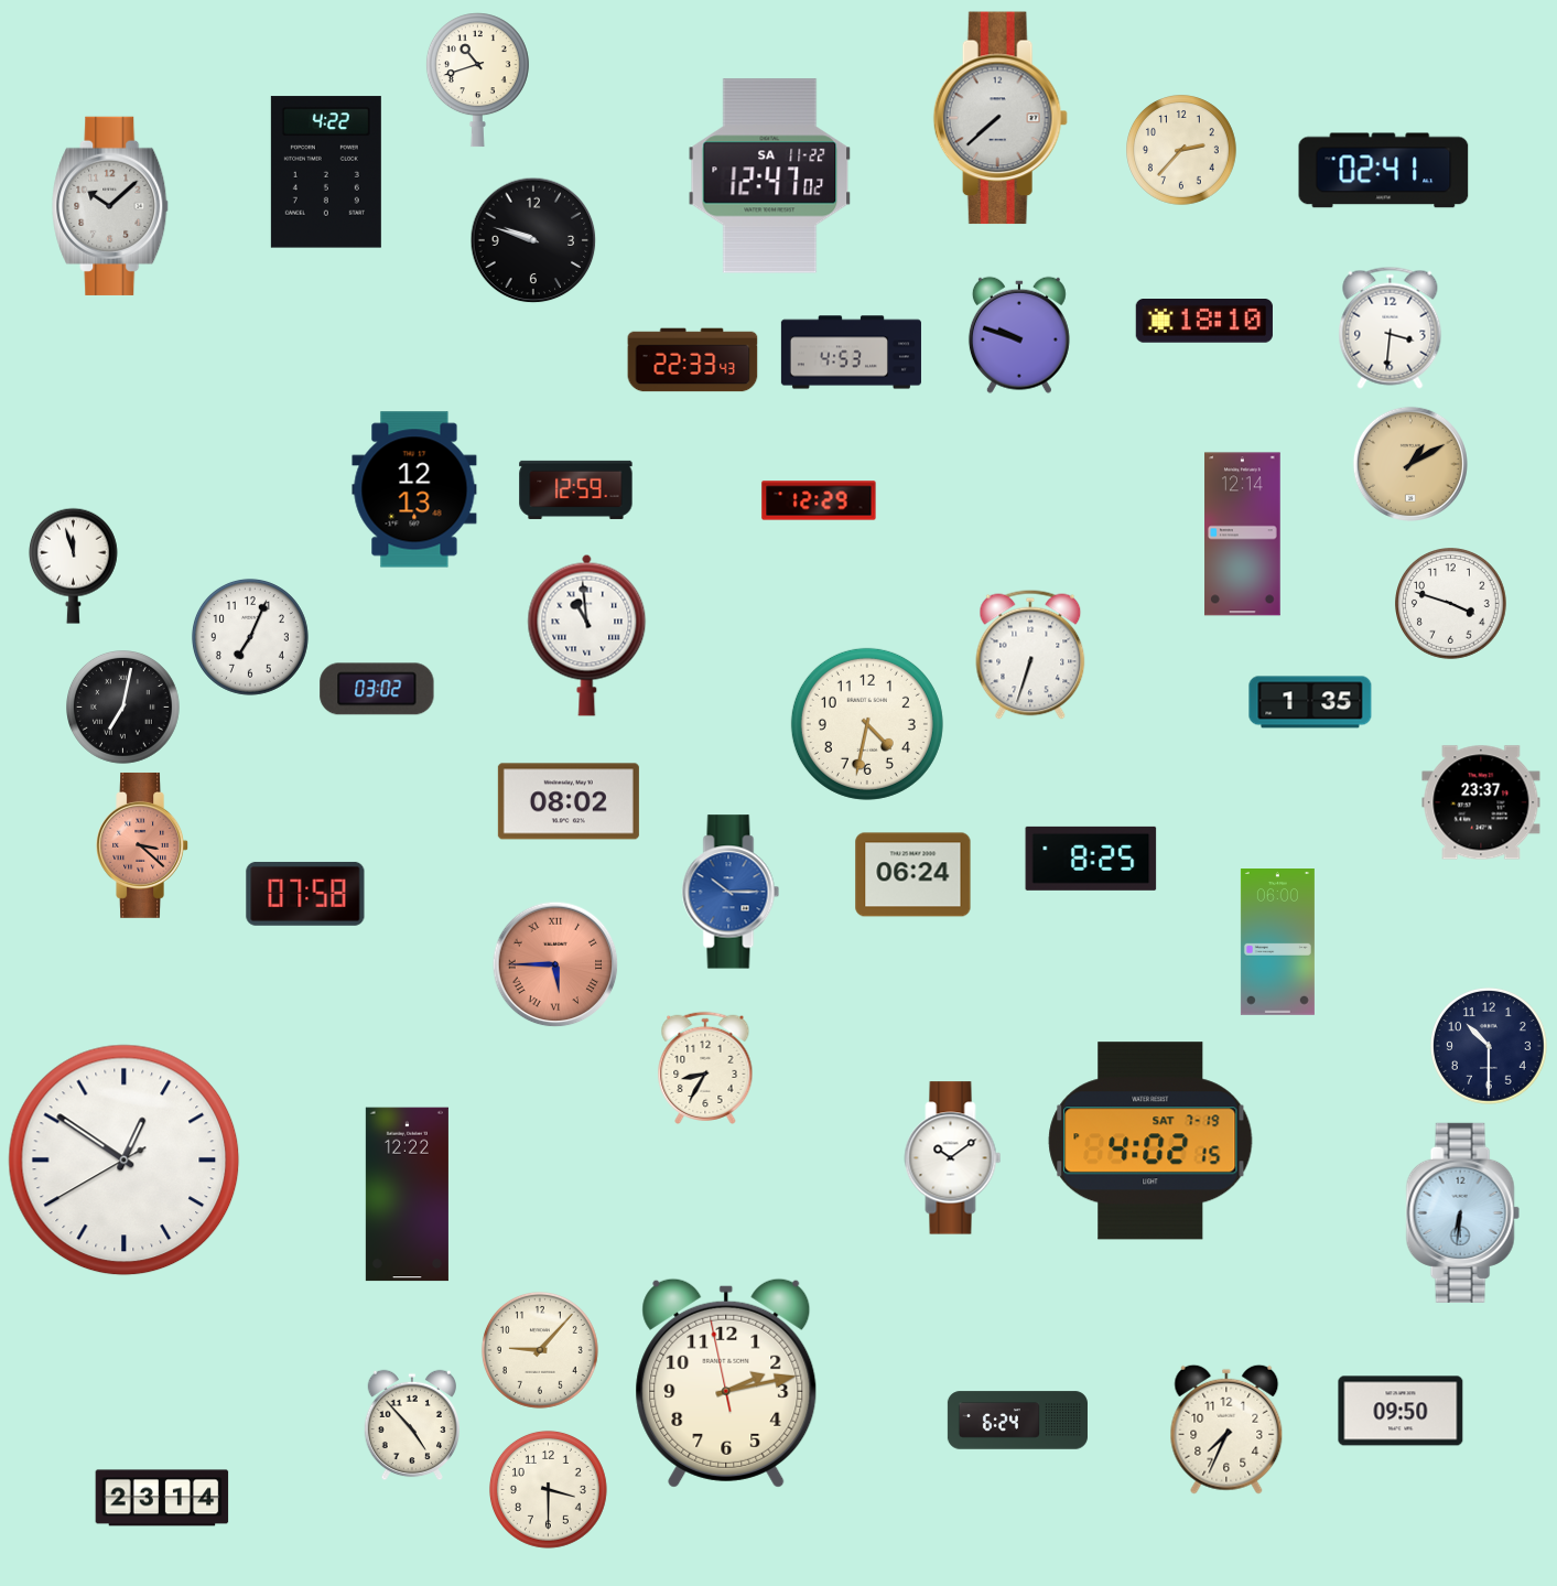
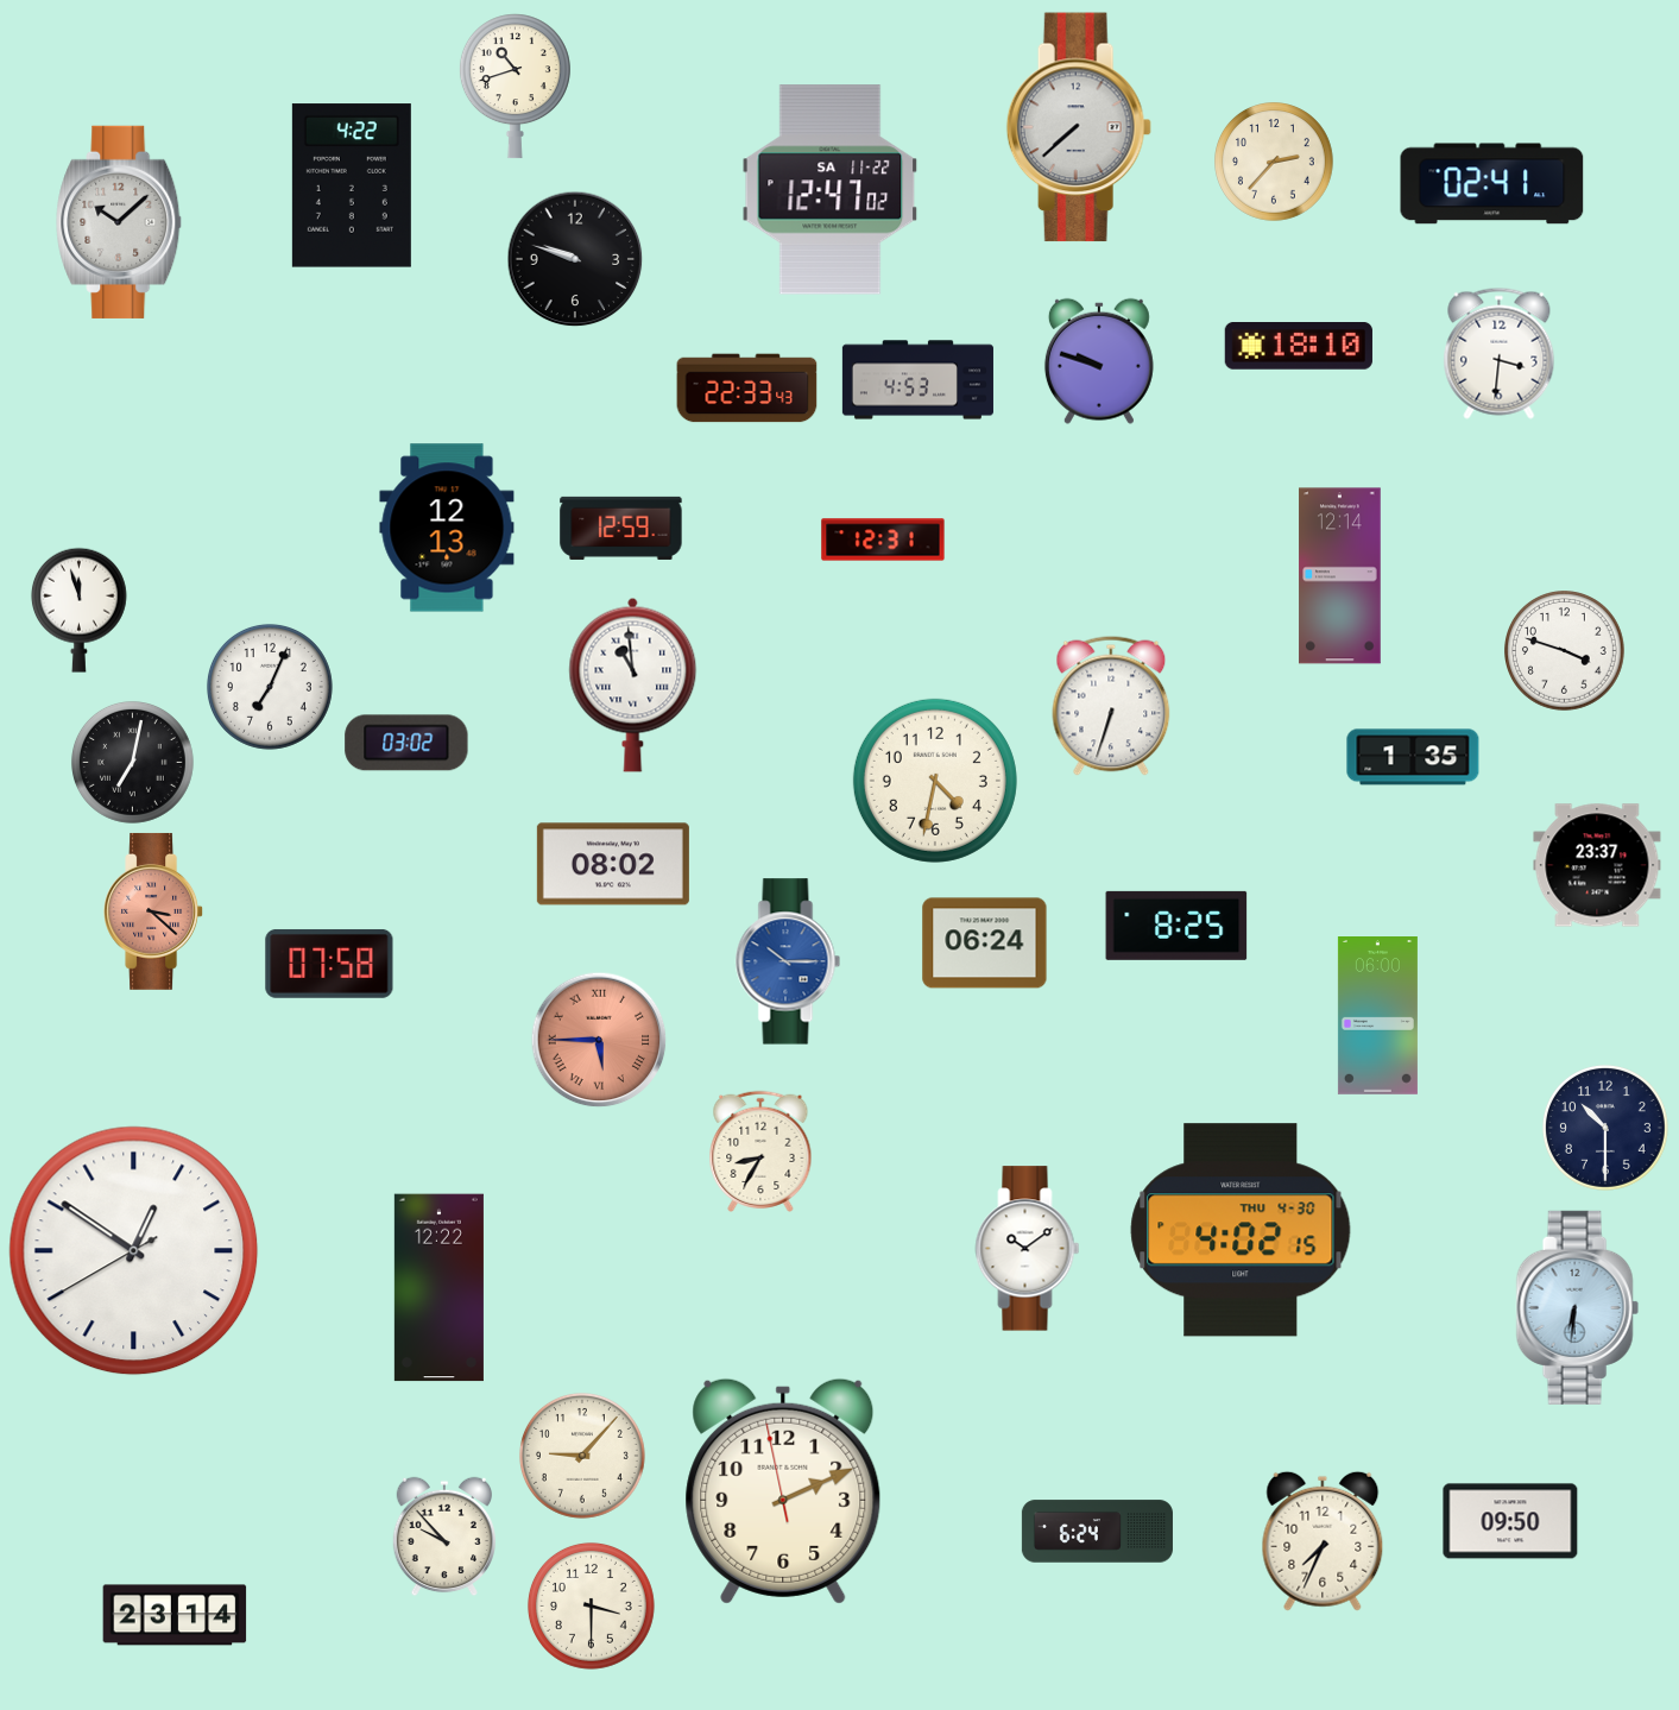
clock at (1410, 464): 1:10 -> none
clock at (819, 500): 12:29 -> 12:31
clock at (1150, 1141) date: SAT 7-19 -> THU 4-30
clock at (726, 1383): 2:12 -> 2:10
clock at (411, 1425): 4:53 -> 9:53
